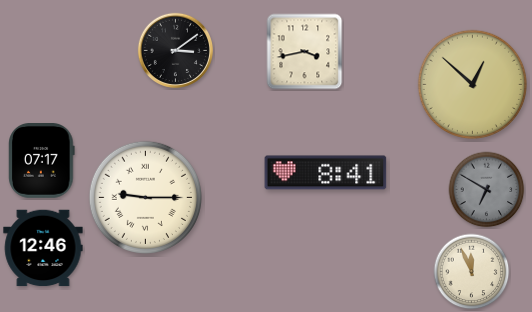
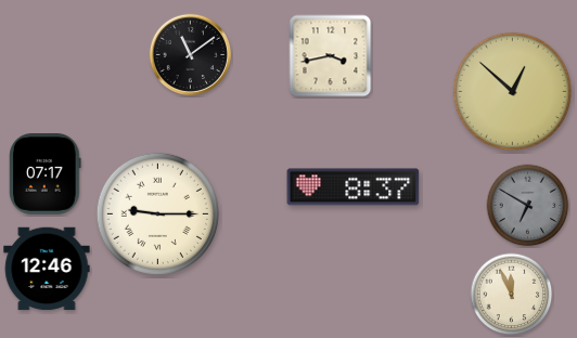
clock at (175, 50): 3:09 -> 11:09
clock at (326, 173): 8:41 -> 8:37
